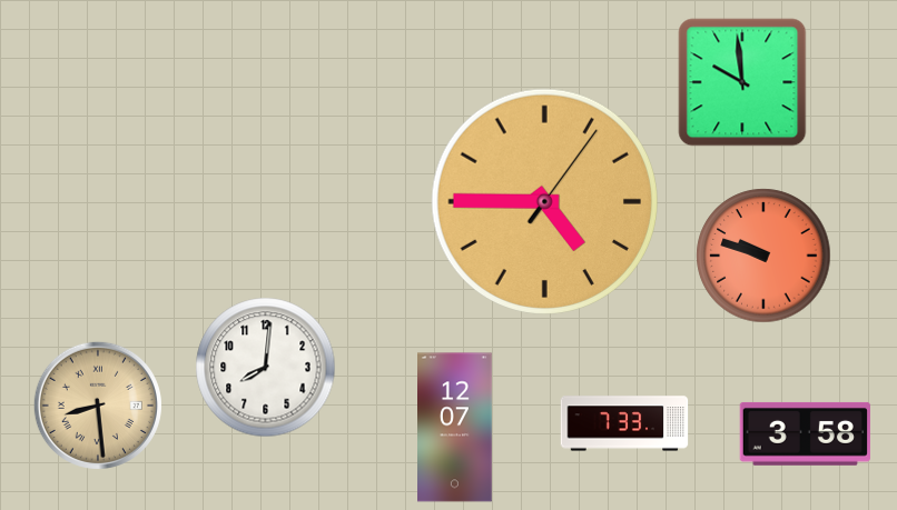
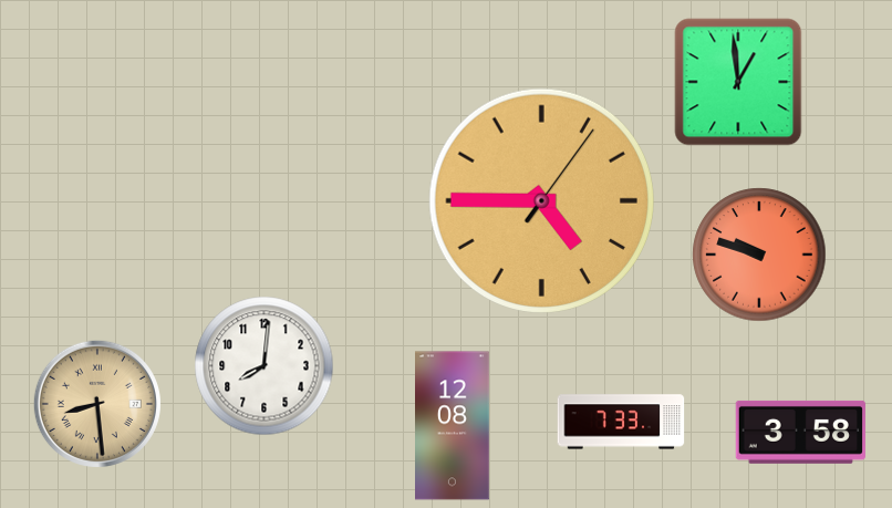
clock at (742, 82): 9:59 -> 12:59
clock at (455, 428): 12:07 -> 12:08
